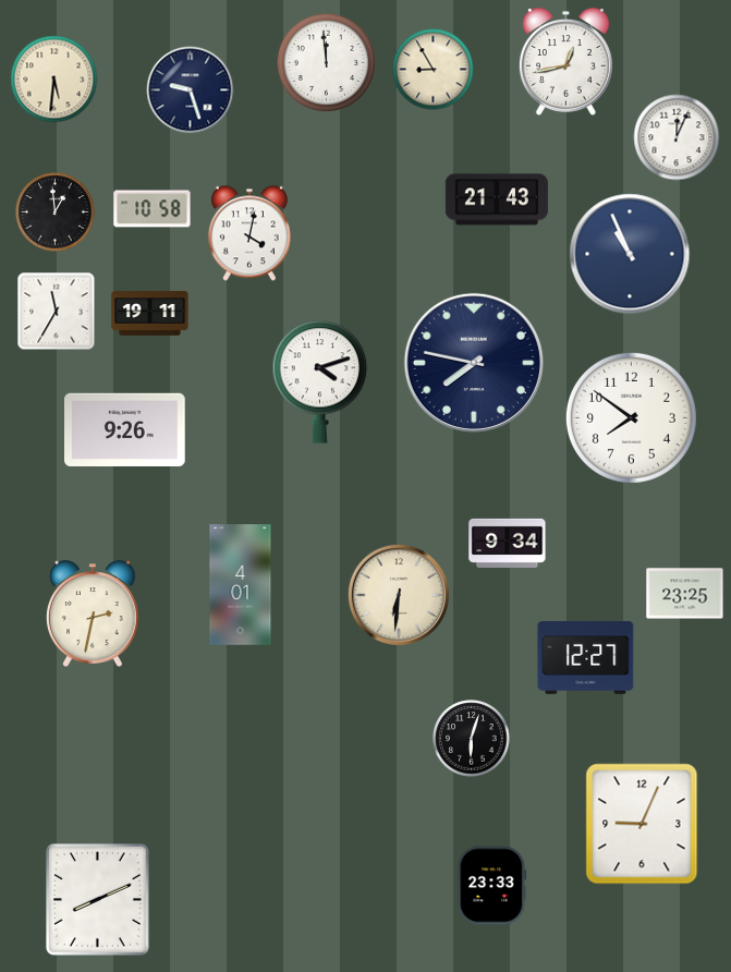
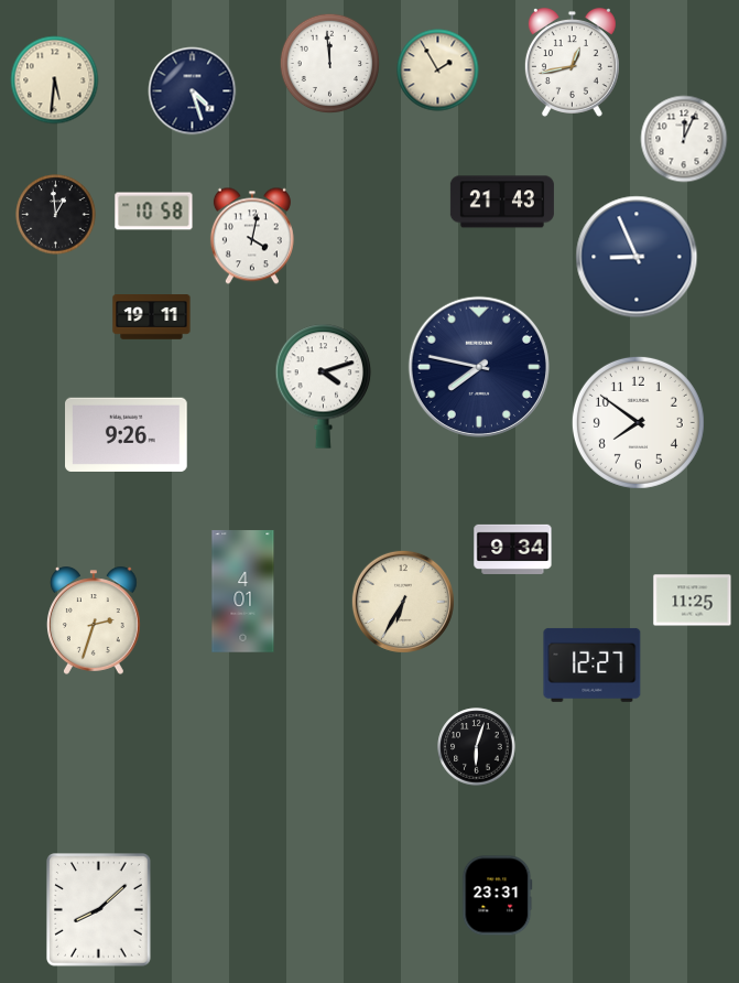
clock at (434, 70): 8:55 -> 1:55
clock at (191, 90): 9:27 -> 4:27
clock at (630, 254): 10:56 -> 8:56
clock at (57, 312): 11:35 -> none
clock at (685, 594): 23:25 -> 11:25
clock at (399, 595): 6:31 -> 6:35
clock at (93, 613): 2:32 -> 2:33
clock at (642, 824): 9:04 -> none
clock at (492, 886): 23:33 -> 23:31
clock at (98, 900): 8:11 -> 8:08
